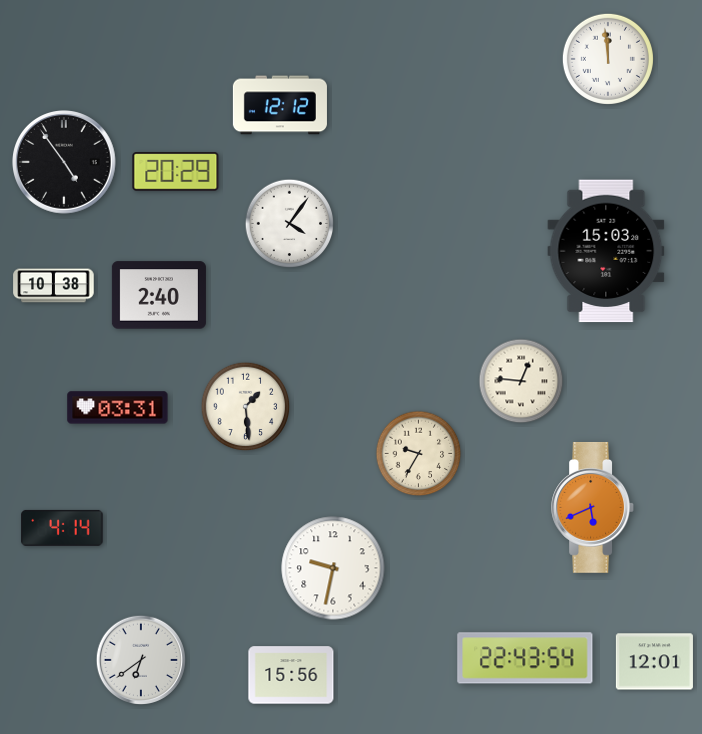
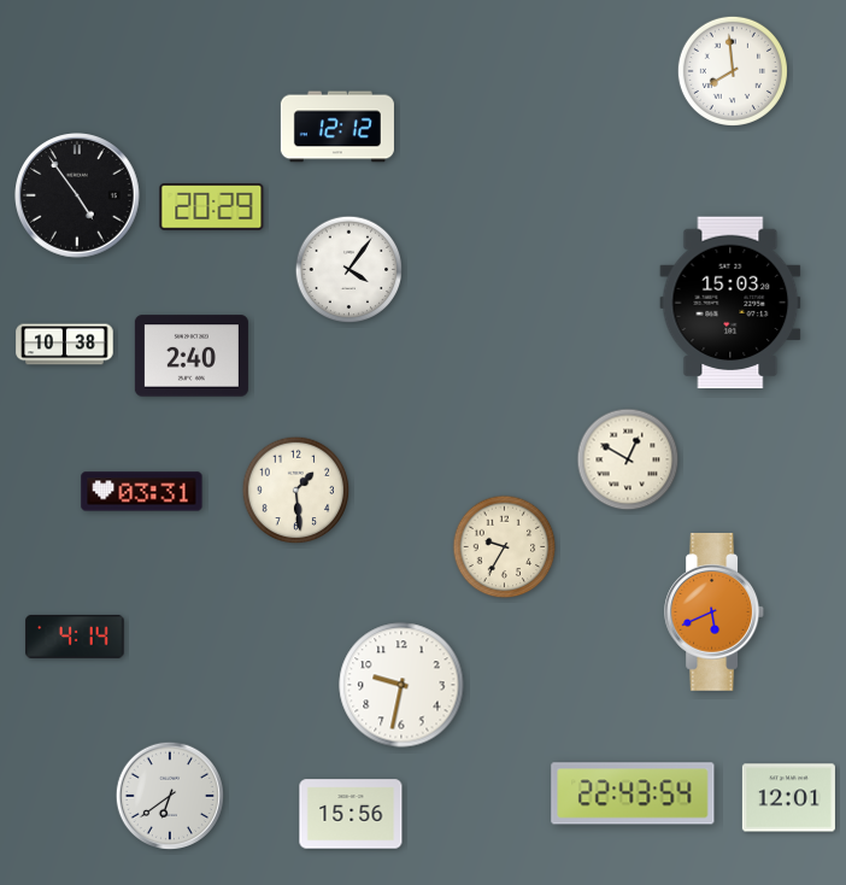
clock at (608, 59): 11:59 -> 7:59
clock at (521, 381): 12:46 -> 12:50
